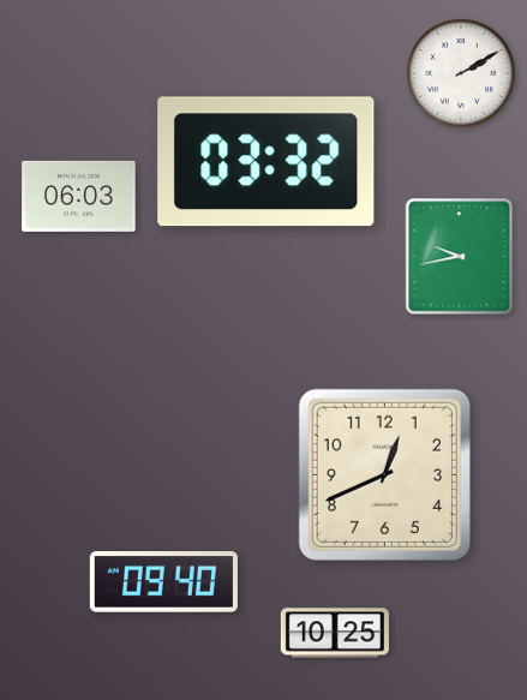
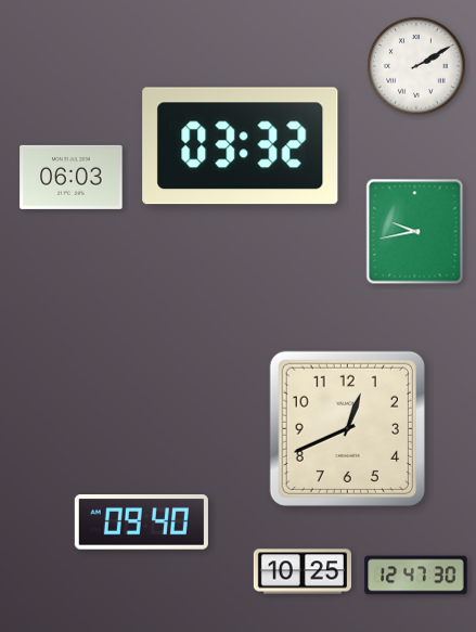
clock at (163, 582) position: (163, 582) -> (141, 523)
clock at (416, 576): none -> 12:47
